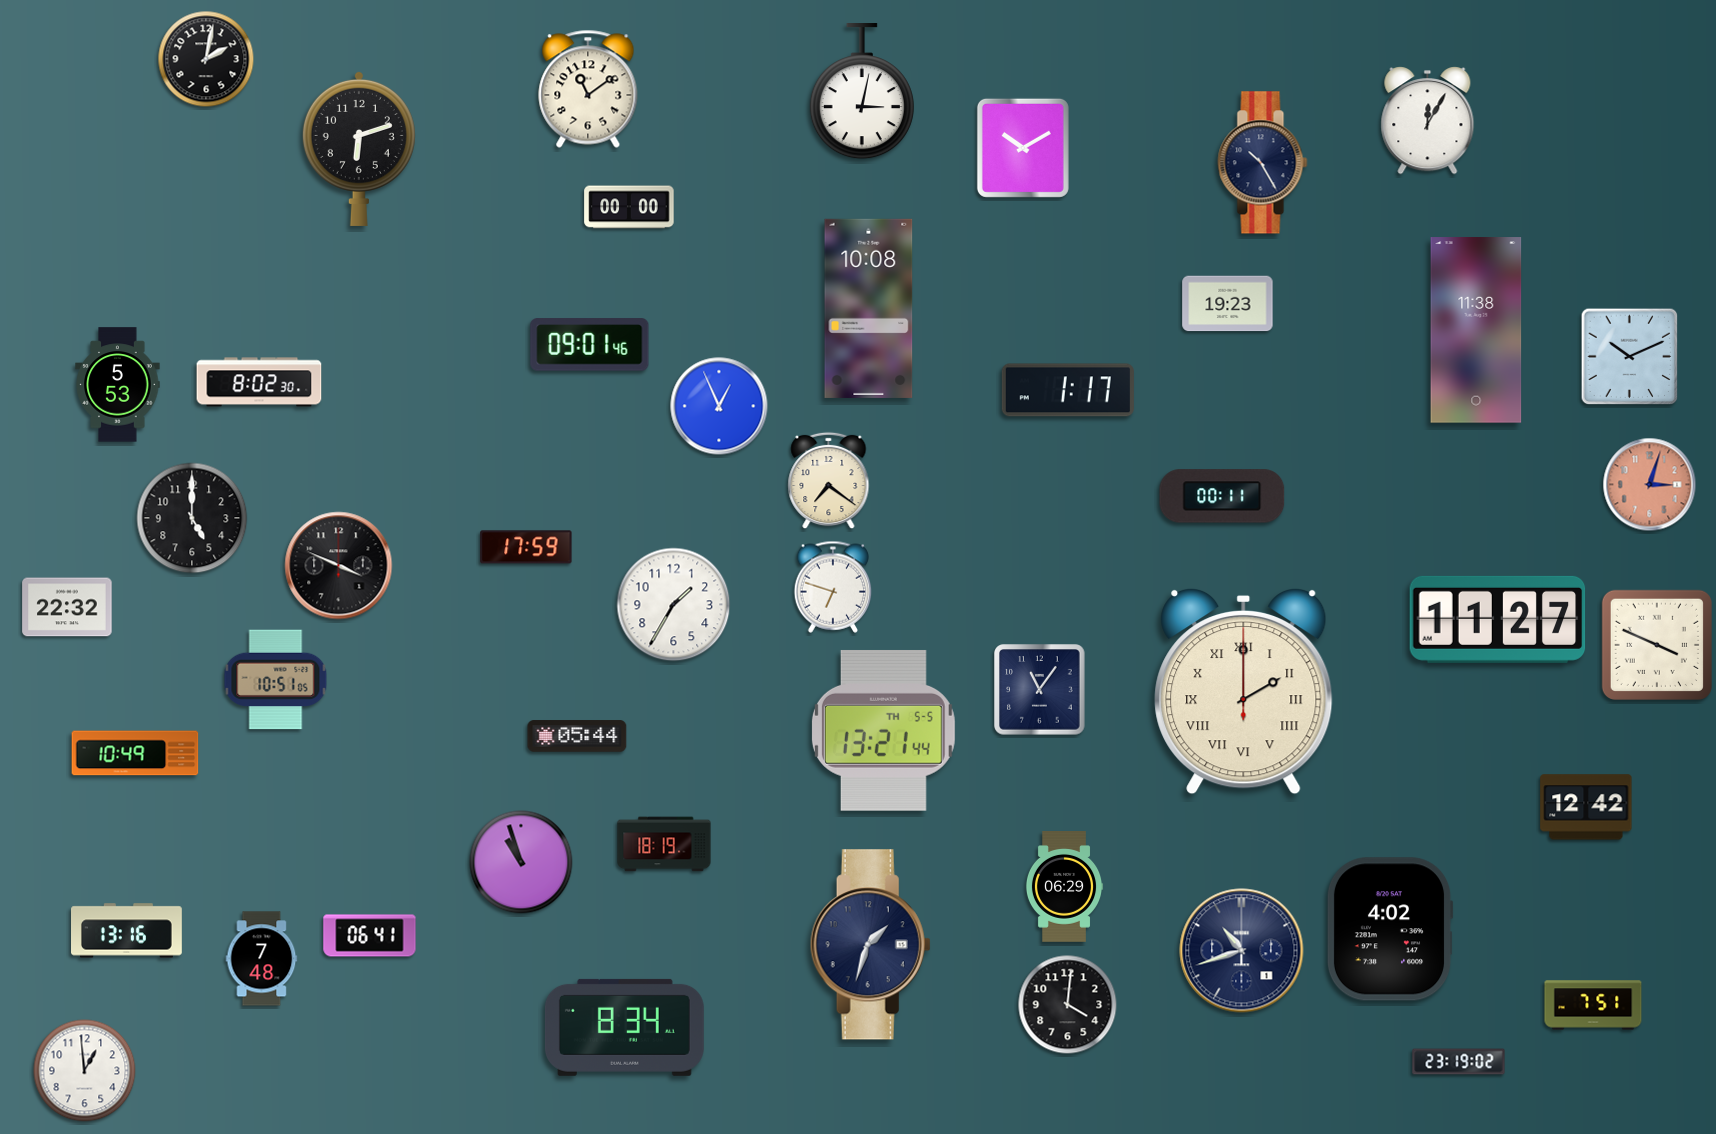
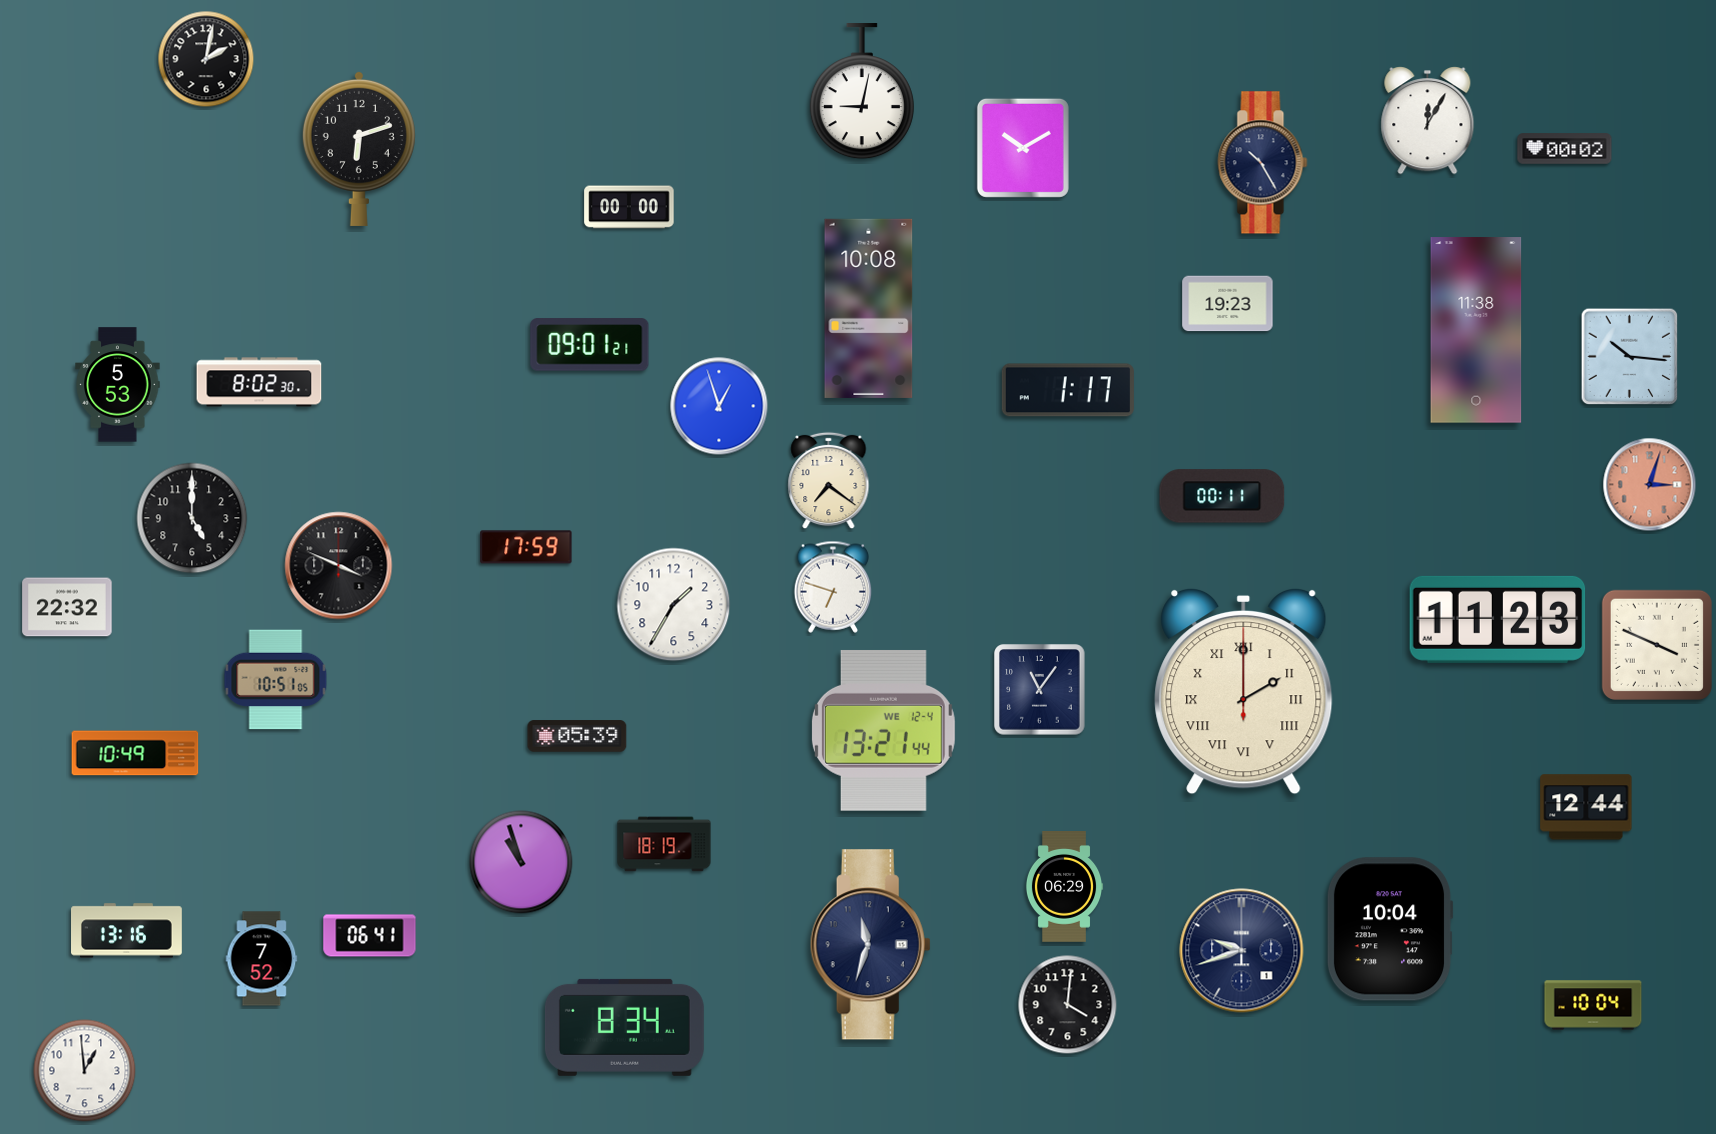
clock at (588, 89): 11:09 -> none
clock at (862, 92): 3:02 -> 9:02
clock at (1565, 149): none -> 00:02
clock at (590, 345): 09:01:46 -> 09:01:21
clock at (1630, 357): 10:11 -> 10:16
clock at (719, 406): 12:56 -> 12:57
clock at (1498, 619): 11:27 -> 11:23
clock at (883, 730) date: TH 5-5 -> WE 12-4
clock at (577, 736): 05:44 -> 05:39
clock at (1586, 807): 12:42 -> 12:44
clock at (1390, 929): 4:02 -> 10:04
clock at (870, 945): 1:33 -> 11:33
clock at (1242, 951): 10:42 -> 9:42
clock at (262, 959): 7:48 -> 7:52
clock at (1593, 1005): 7:51 -> 10:04
clock at (1459, 1062): 23:19 -> none
